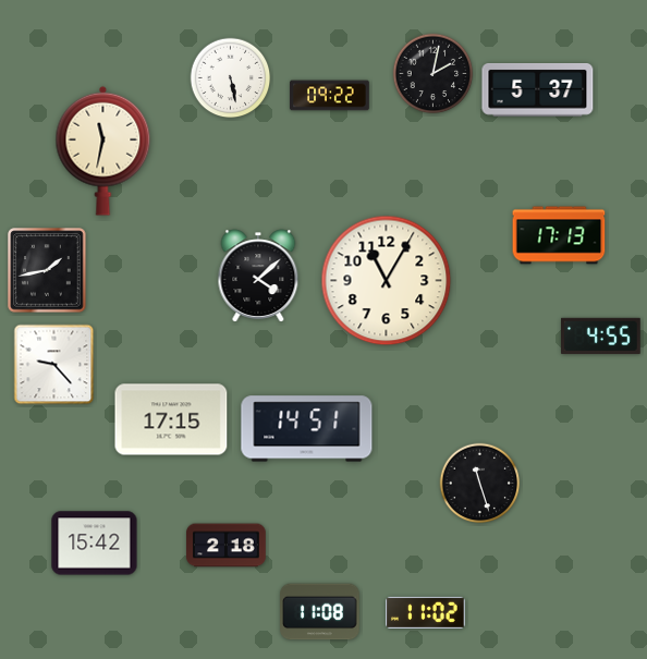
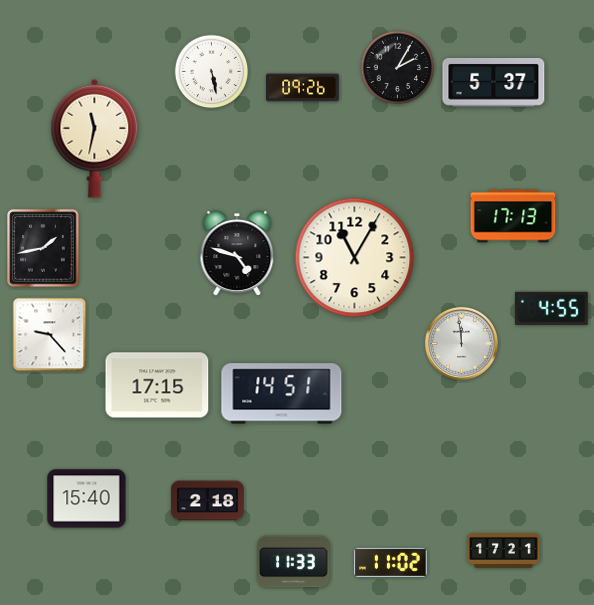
clock at (434, 74): 2:02 -> 2:05
clock at (330, 96): 09:22 -> 09:26
clock at (258, 276): 4:08 -> 4:48
clock at (461, 343): none -> 11:59
clock at (480, 484): 11:27 -> none
clock at (95, 544): 15:42 -> 15:40
clock at (504, 550): none -> 17:21
clock at (320, 612): 11:08 -> 11:33
